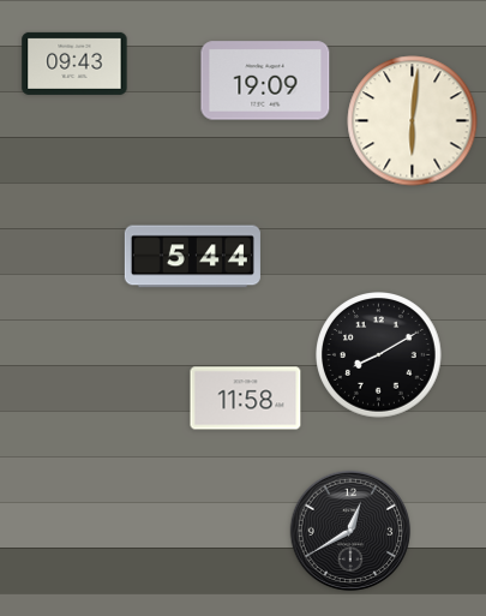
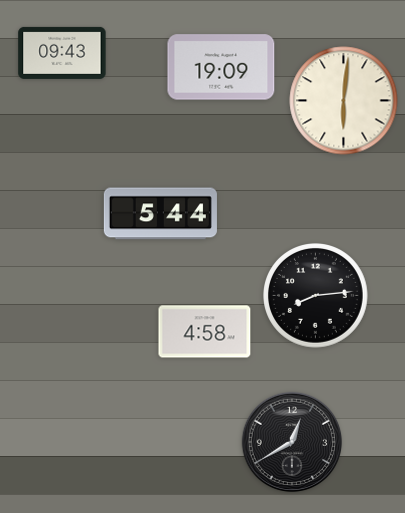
clock at (379, 355): 8:10 -> 8:14
clock at (246, 399): 11:58 -> 4:58
